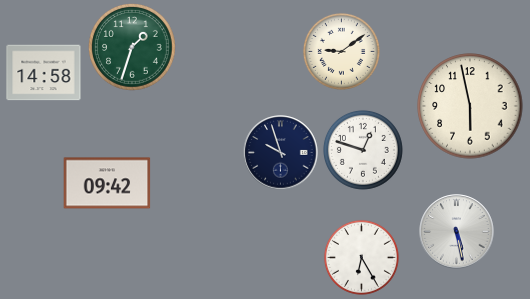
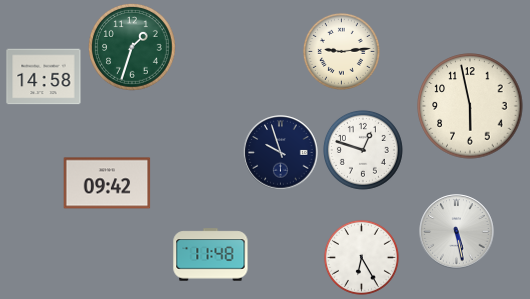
clock at (341, 51): 9:09 -> 9:14
clock at (44, 73) position: (44, 73) -> (44, 77)
clock at (211, 255): none -> 11:48
